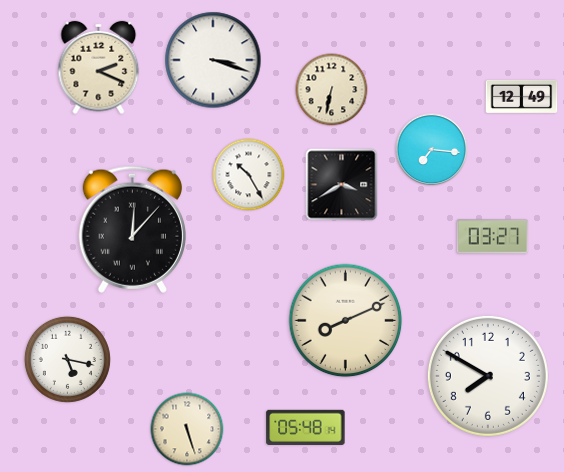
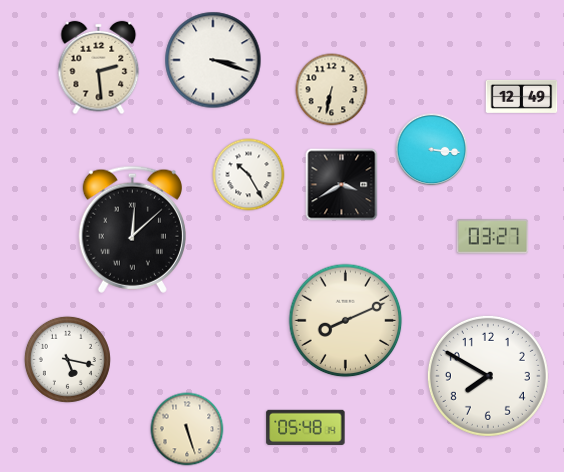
clock at (99, 68): 2:19 -> 2:29
clock at (432, 150): 7:16 -> 3:16
clock at (132, 229): 12:07 -> 12:08
